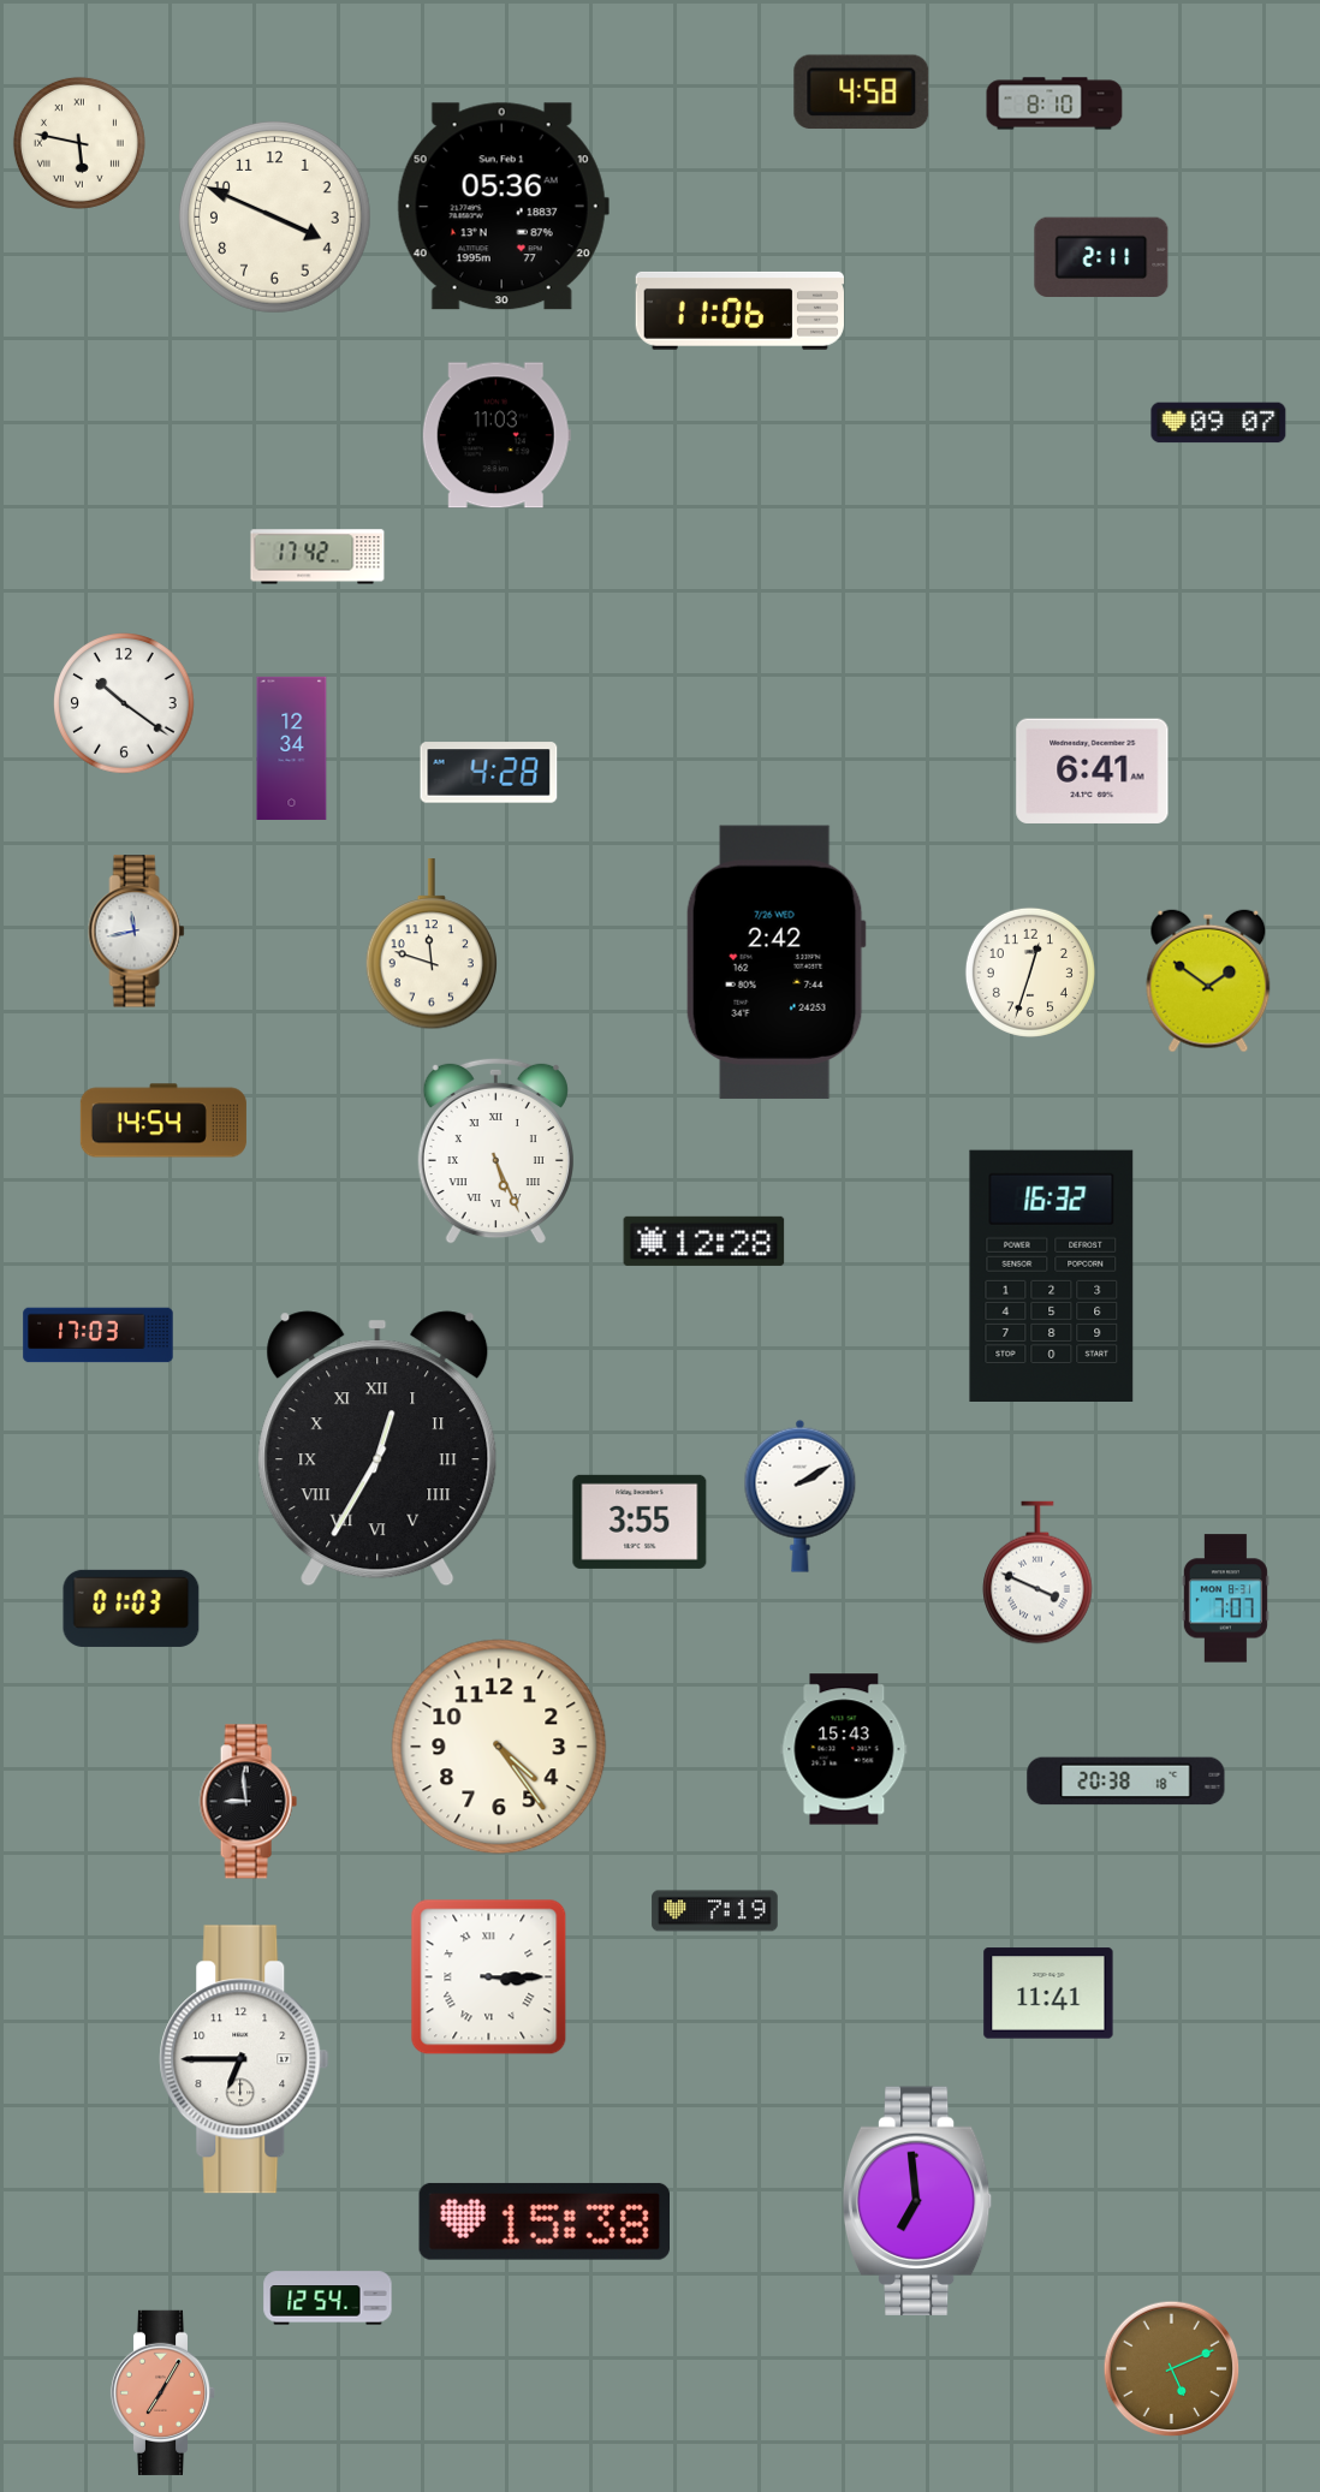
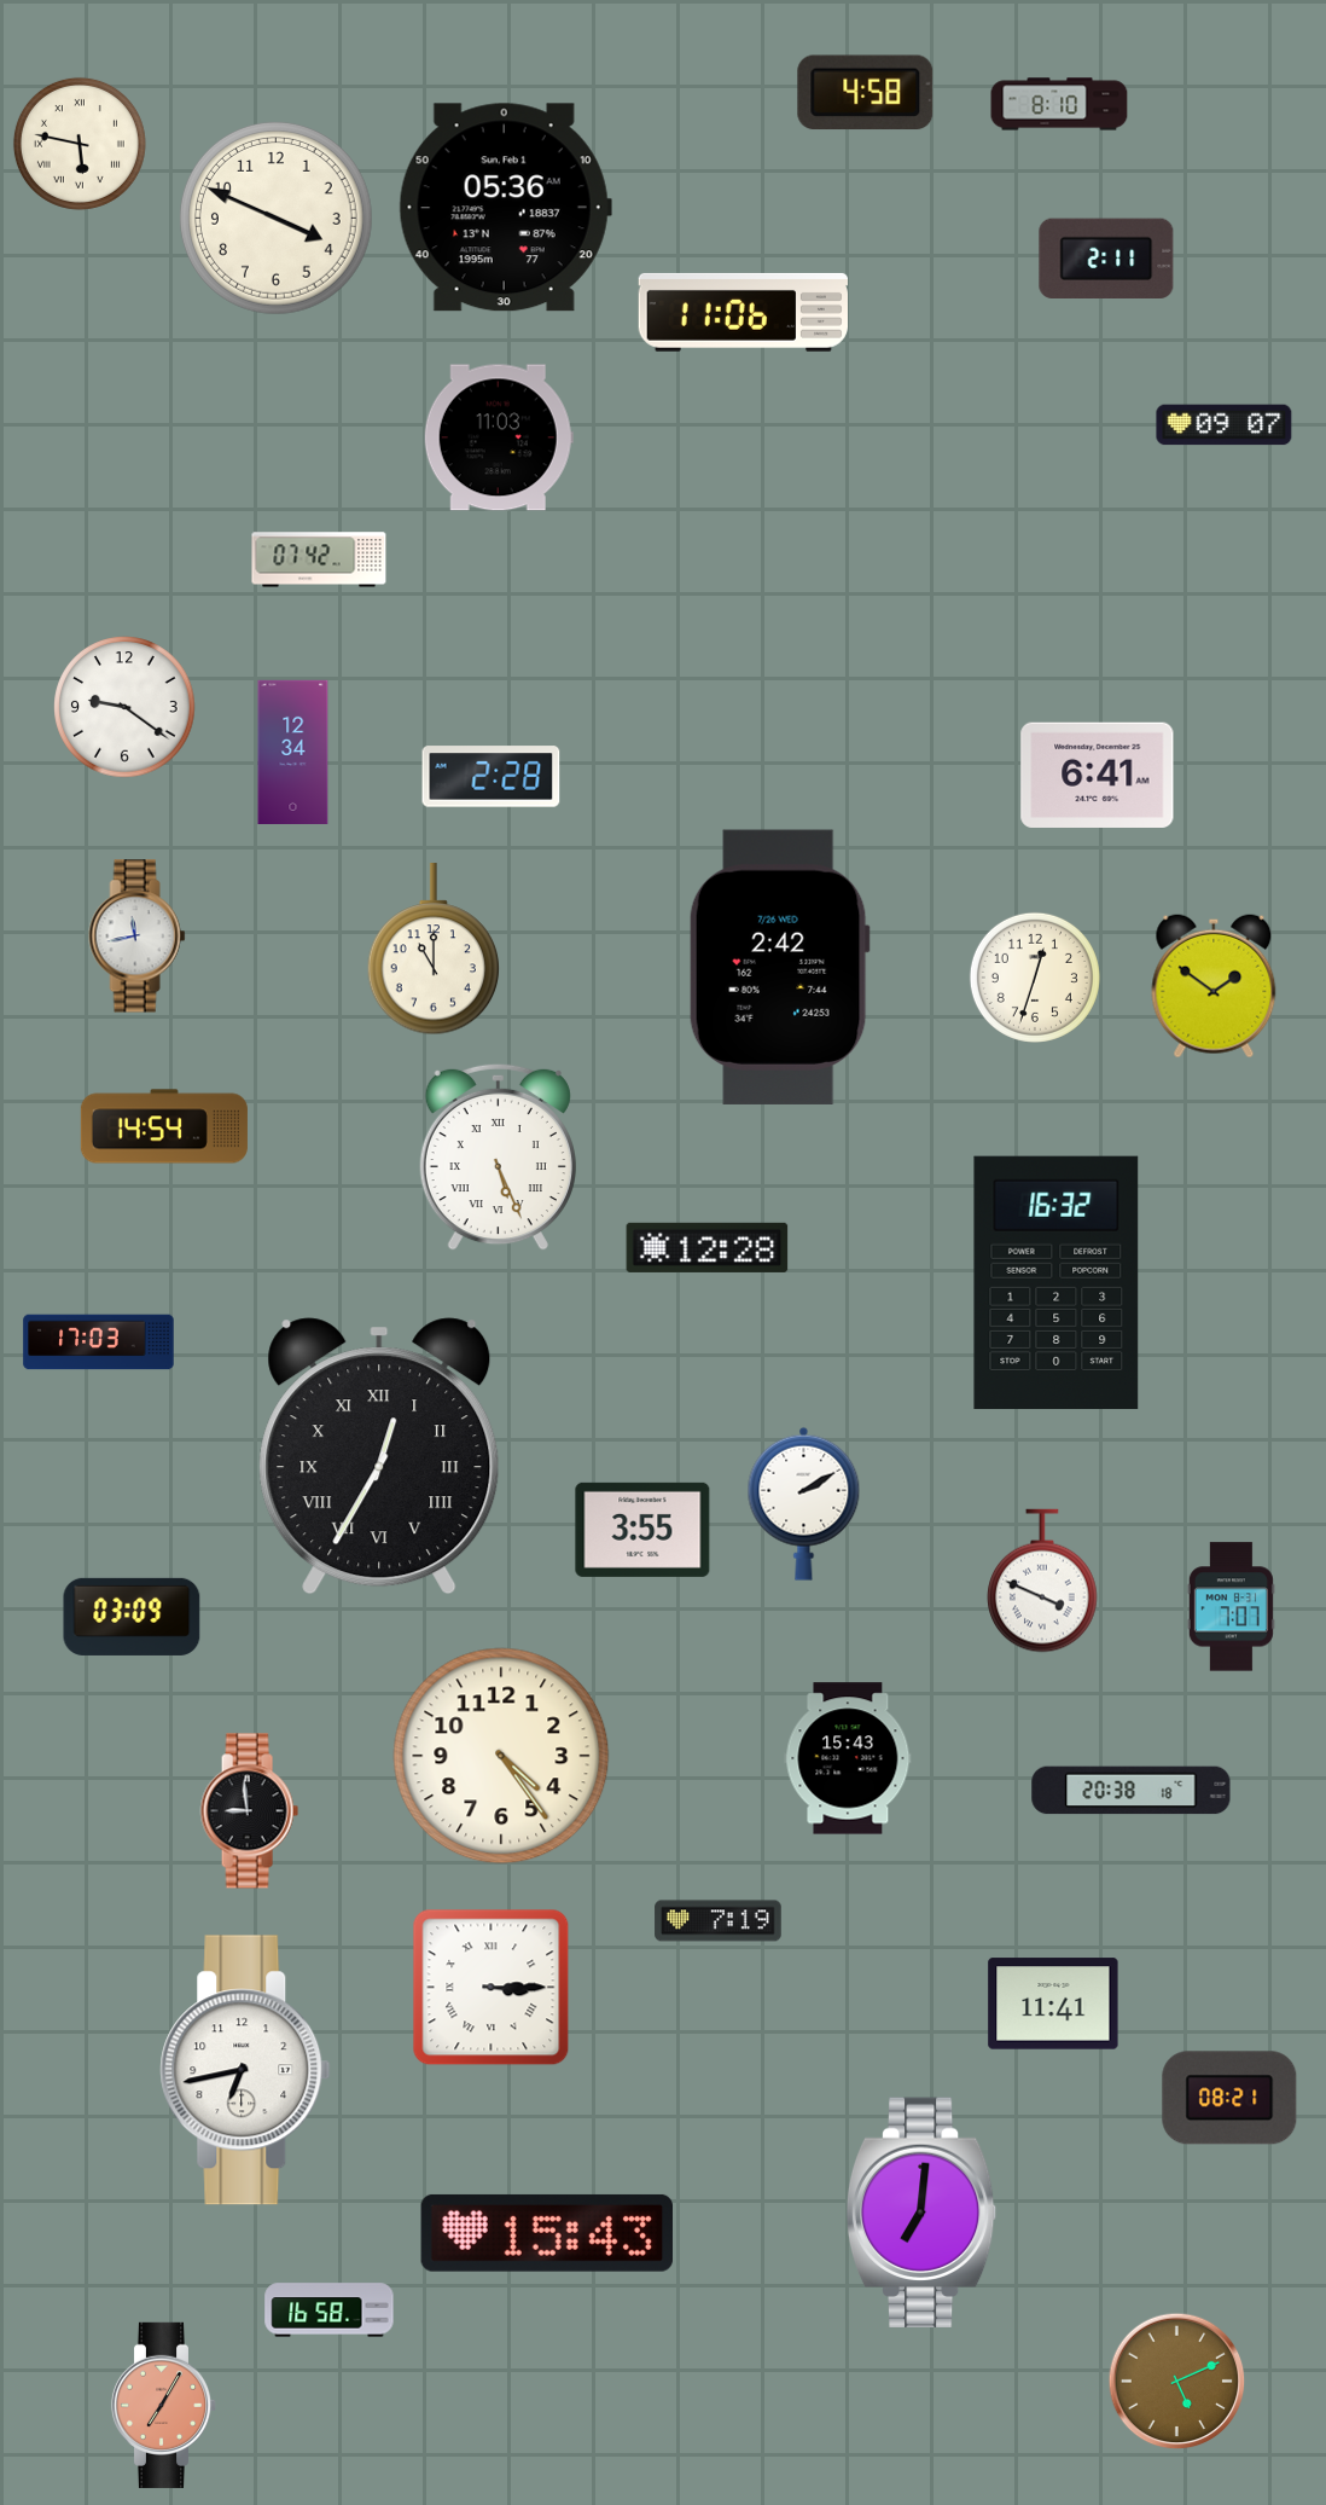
clock at (317, 557): 17:42 -> 07:42
clock at (124, 703): 10:21 -> 9:21
clock at (489, 773): 4:28 -> 2:28
clock at (432, 945): 11:48 -> 11:00
clock at (131, 1608): 01:03 -> 03:09
clock at (244, 2059): 6:45 -> 6:43
clock at (1229, 2098): none -> 08:21
clock at (917, 2201): 6:59 -> 7:01
clock at (543, 2222): 15:38 -> 15:43
clock at (328, 2298): 12:54 -> 16:58
